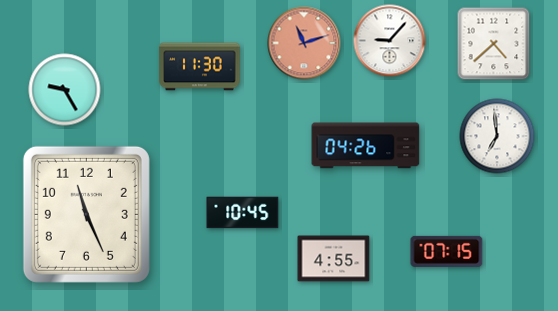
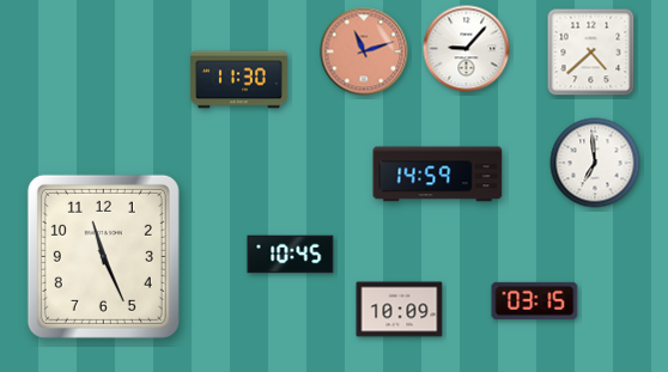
clock at (65, 90): 9:25 -> none
clock at (366, 146): 04:26 -> 14:59
clock at (447, 251): 07:15 -> 03:15
clock at (334, 259): 4:55 -> 10:09
